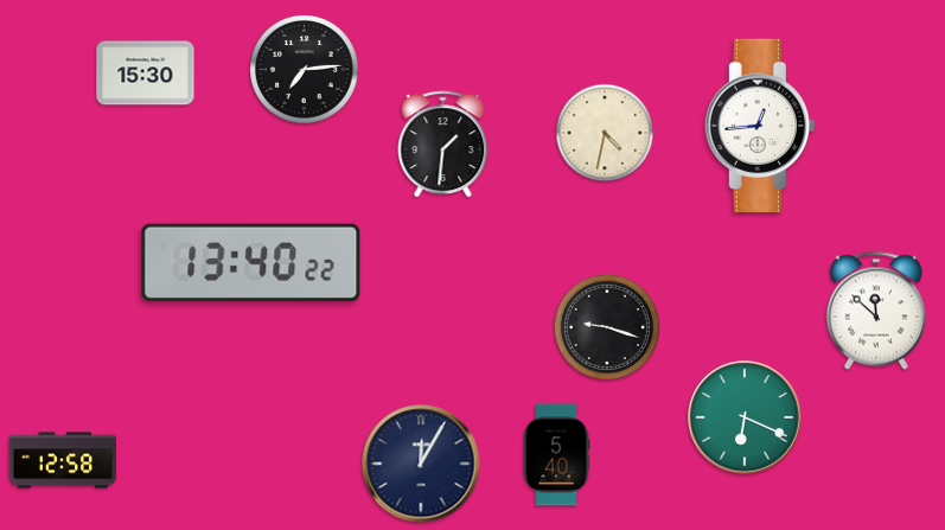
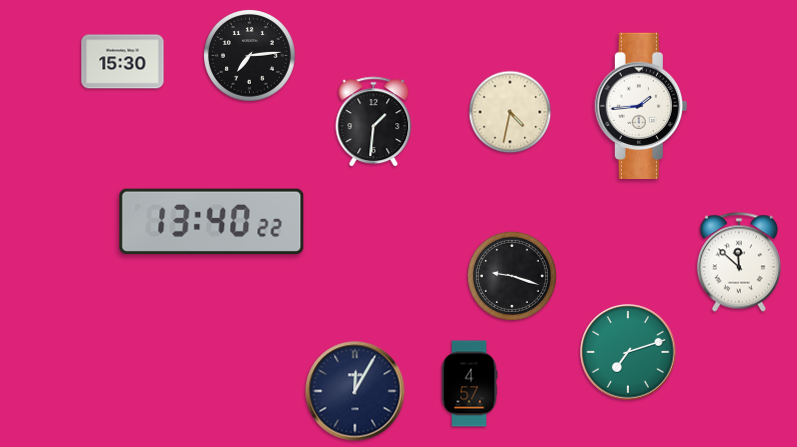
clock at (305, 70) position: (305, 70) -> (250, 56)
clock at (760, 124): 12:44 -> 1:44
clock at (745, 417): 6:19 -> 7:12
clock at (556, 455): 5:40 -> 4:57
clock at (63, 460): 12:58 -> none
